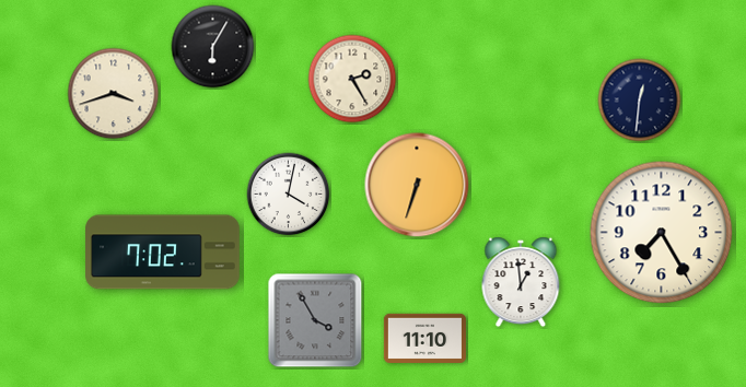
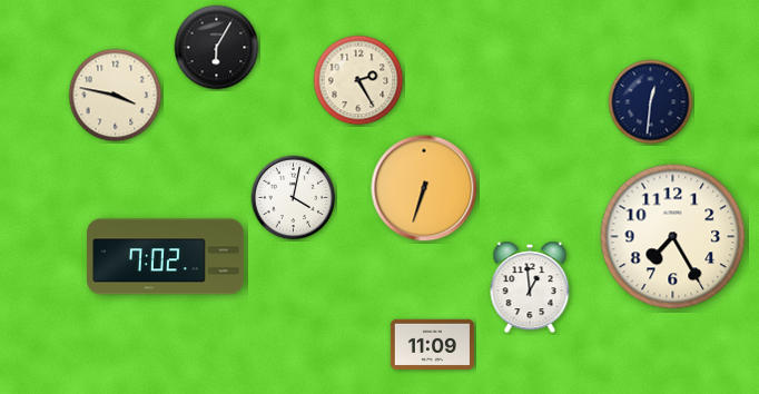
clock at (114, 94): 3:42 -> 3:47
clock at (315, 320): 3:55 -> none
clock at (424, 338): 11:10 -> 11:09
